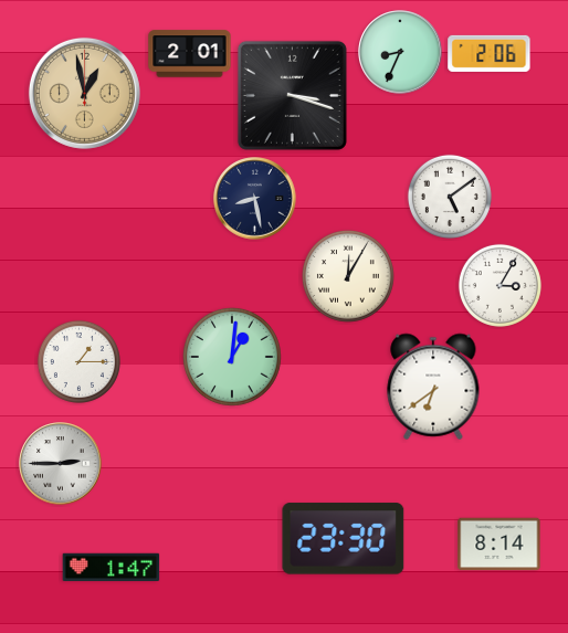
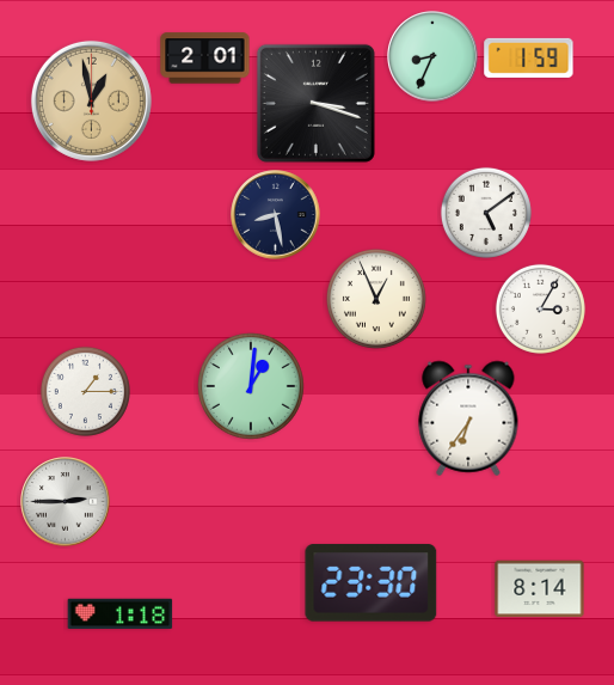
clock at (490, 53): 2:06 -> 1:59
clock at (348, 276): 12:05 -> 12:56
clock at (433, 387): 6:39 -> 6:36
clock at (112, 567): 1:47 -> 1:18
